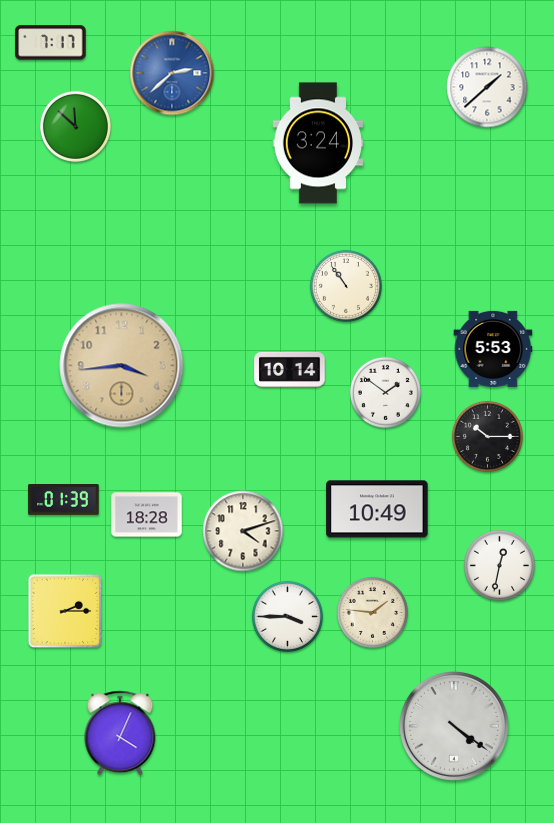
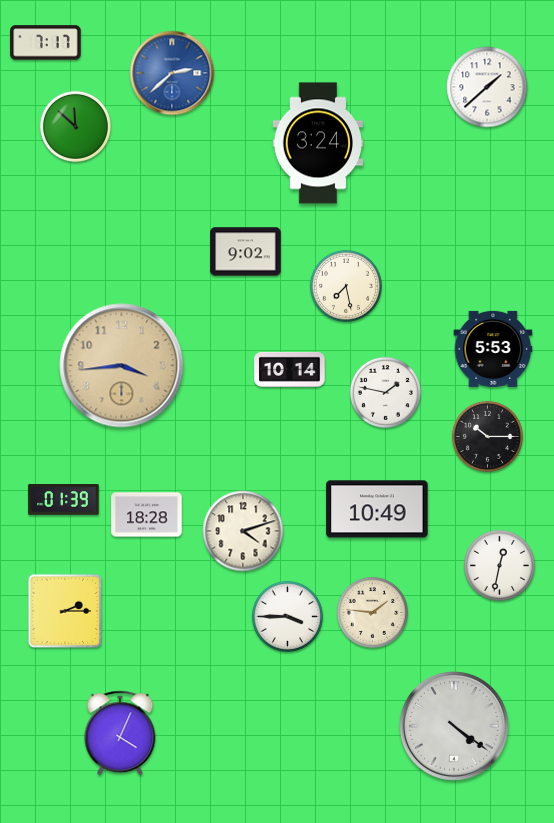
clock at (51, 43) position: (51, 43) -> (46, 43)
clock at (246, 252): none -> 9:02
clock at (346, 286): 10:54 -> 7:28
clock at (385, 392): 1:51 -> 1:47
